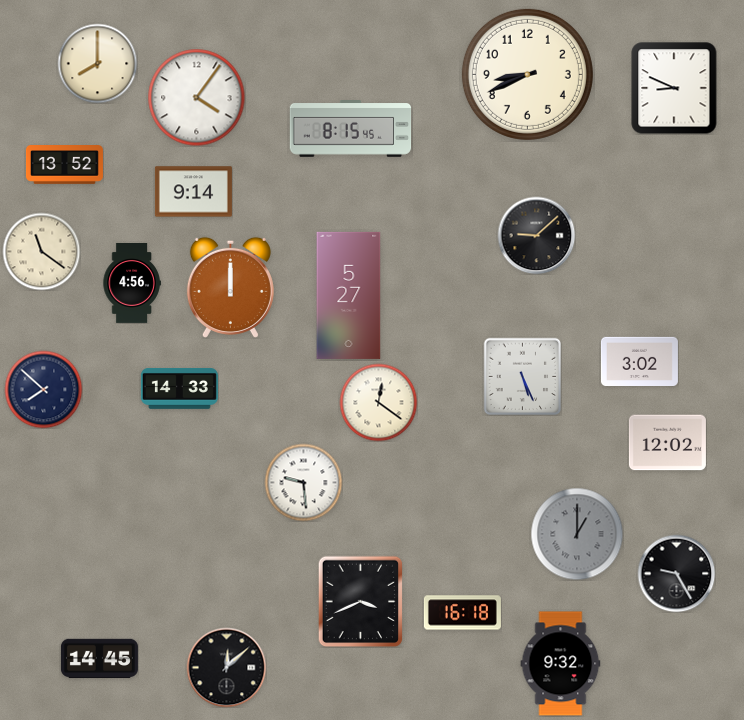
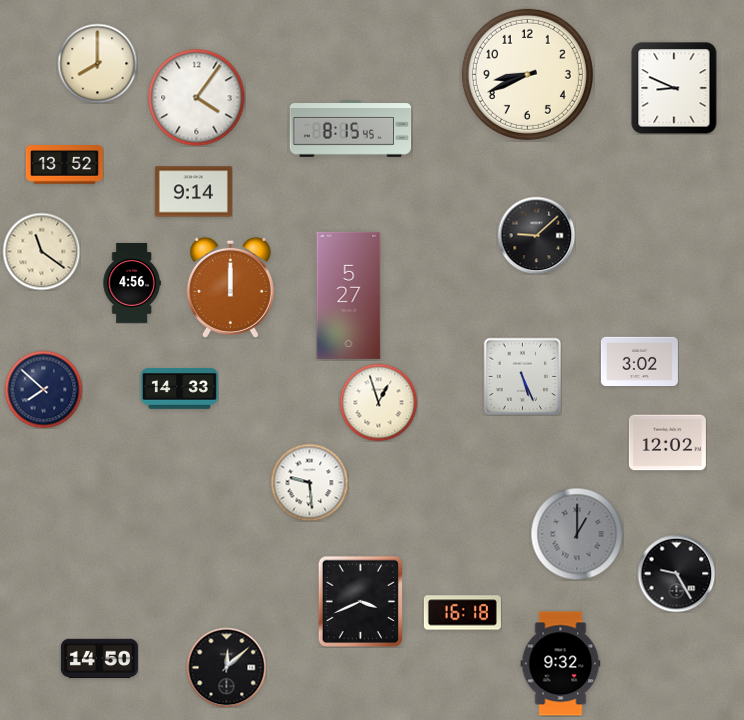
clock at (378, 402): 12:21 -> 12:57
clock at (303, 482) position: (303, 482) -> (309, 482)
clock at (99, 659): 14:45 -> 14:50
